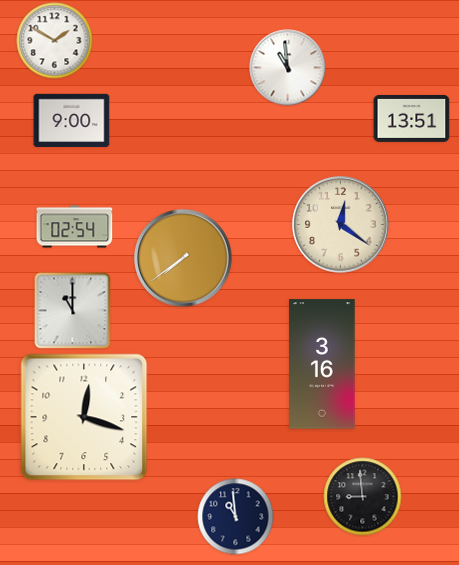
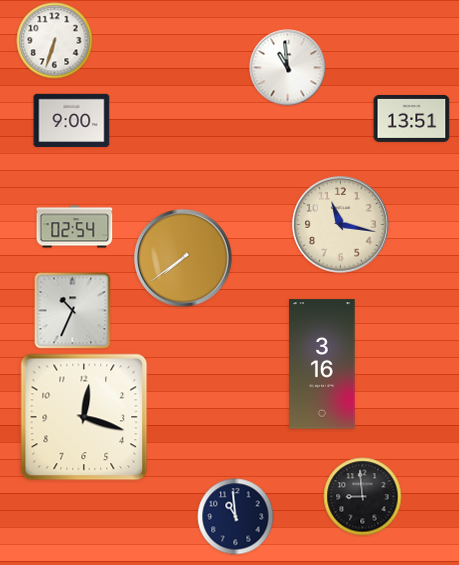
clock at (55, 41): 1:50 -> 6:33
clock at (341, 225): 12:21 -> 11:17
clock at (73, 311): 11:00 -> 10:34
